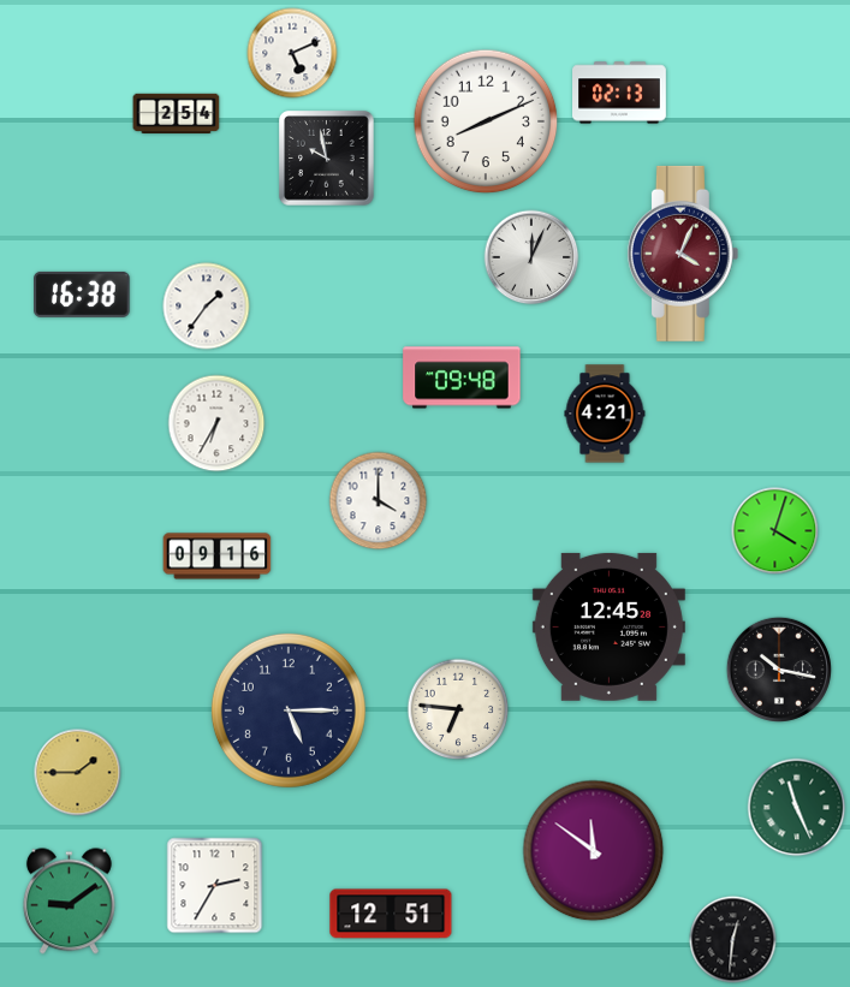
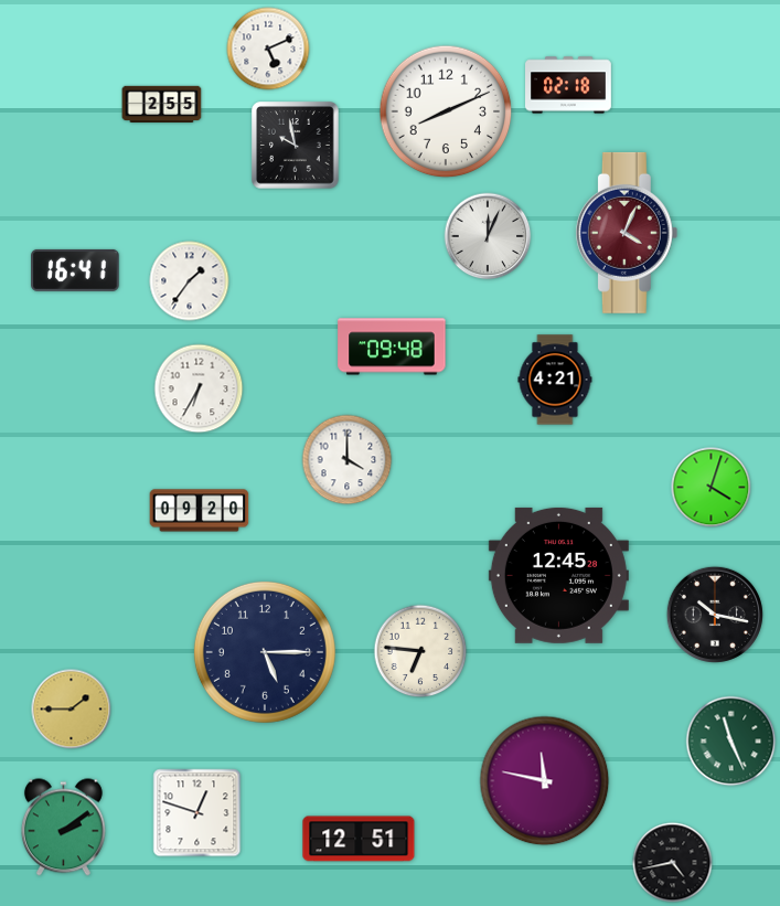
clock at (620, 93): 02:13 -> 02:18
clock at (177, 114): 2:54 -> 2:55
clock at (327, 159) position: (327, 159) -> (296, 146)
clock at (82, 295): 16:38 -> 16:41
clock at (462, 377) position: (462, 377) -> (392, 347)
clock at (218, 557): 09:16 -> 09:20
clock at (594, 851): 11:51 -> 11:47
clock at (215, 886): 2:35 -> 12:48
clock at (69, 902): 9:09 -> 2:09
clock at (733, 940): 12:31 -> 4:43
